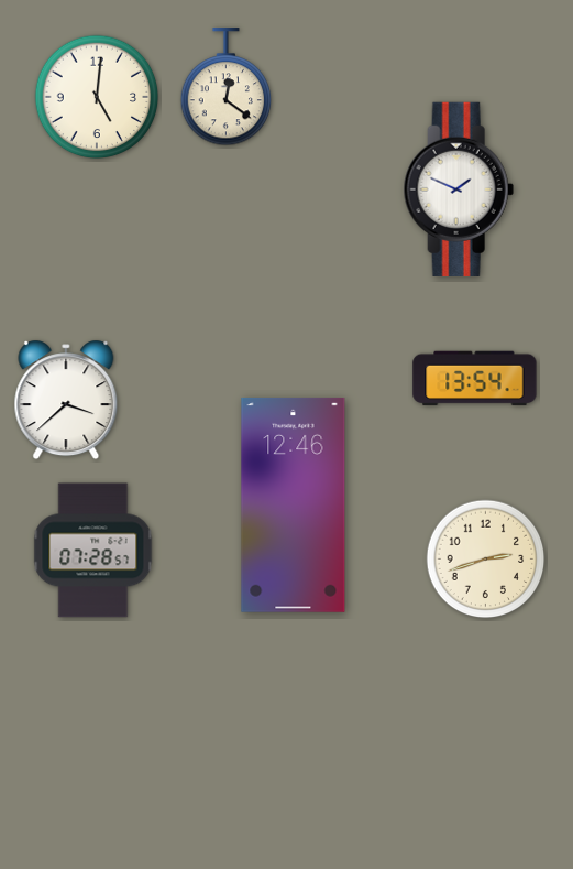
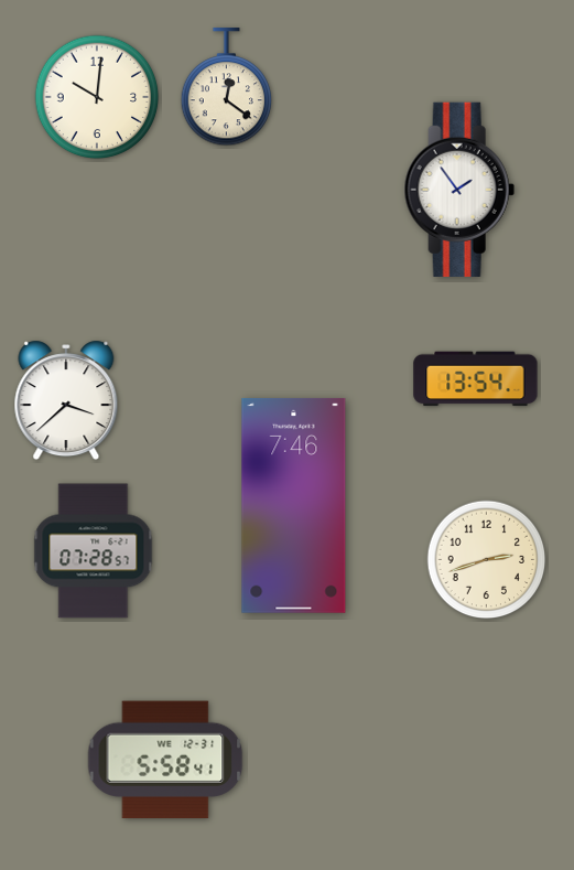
clock at (97, 97): 5:01 -> 10:01
clock at (459, 189): 1:49 -> 1:54
clock at (294, 504): 12:46 -> 7:46
clock at (165, 760): none -> 5:58
